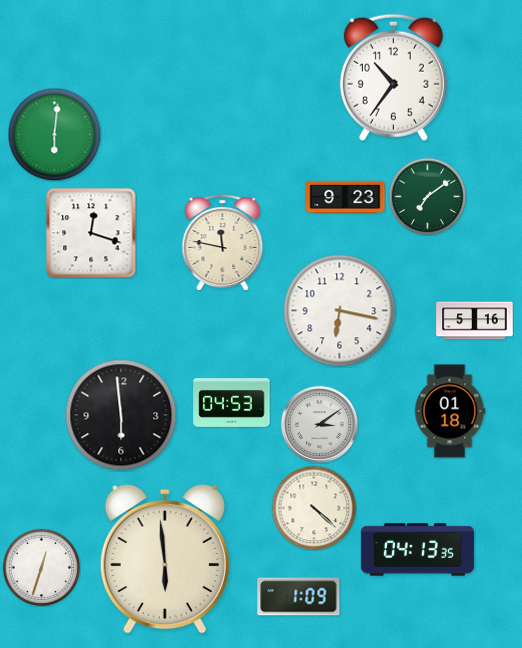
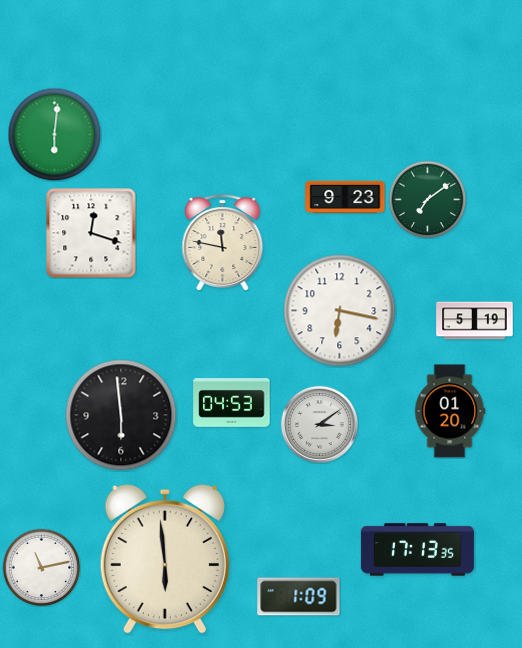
clock at (393, 77): 10:36 -> none
clock at (427, 196) position: (427, 196) -> (427, 199)
clock at (475, 321): 5:16 -> 5:19
clock at (450, 411): 01:18 -> 01:20
clock at (314, 508): 4:22 -> none
clock at (417, 550): 04:13 -> 17:13
clock at (41, 567): 12:33 -> 11:13
